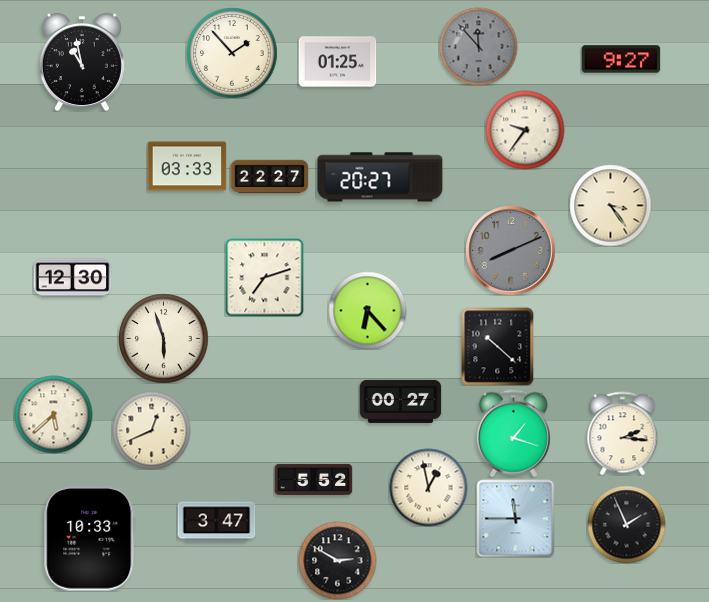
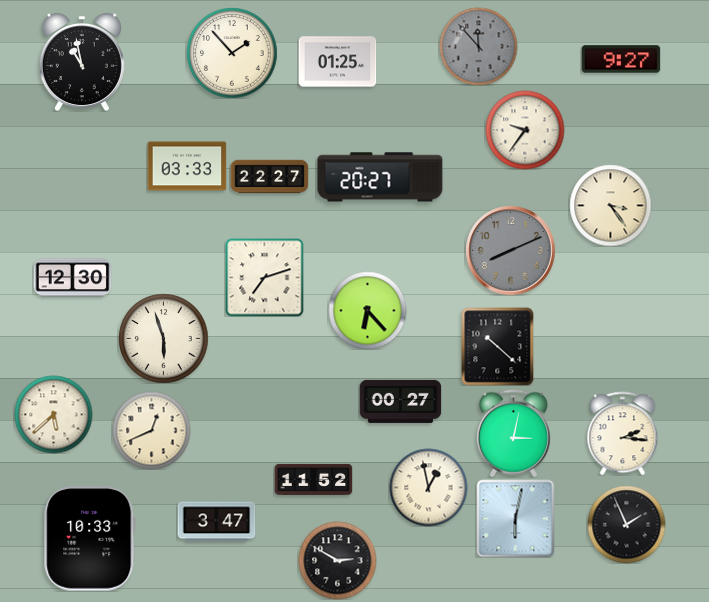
clock at (513, 433): 1:18 -> 3:02
clock at (313, 479): 5:52 -> 11:52
clock at (515, 518): 11:45 -> 6:02
